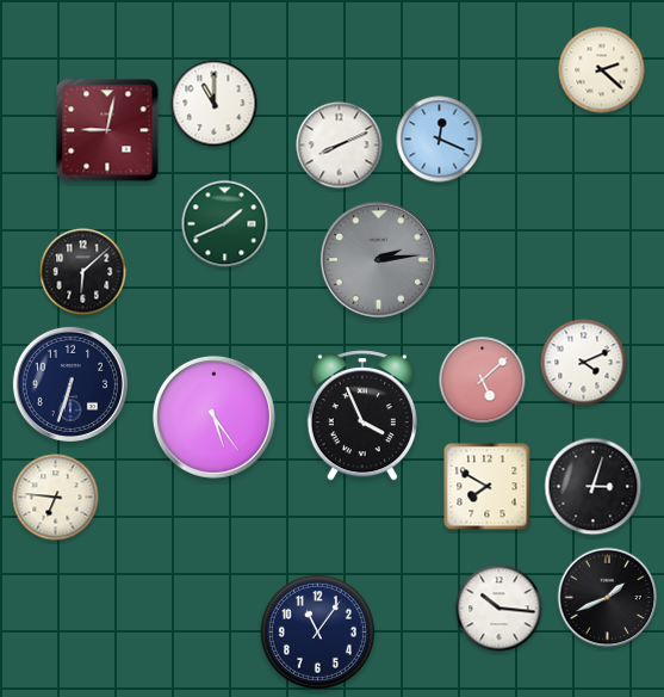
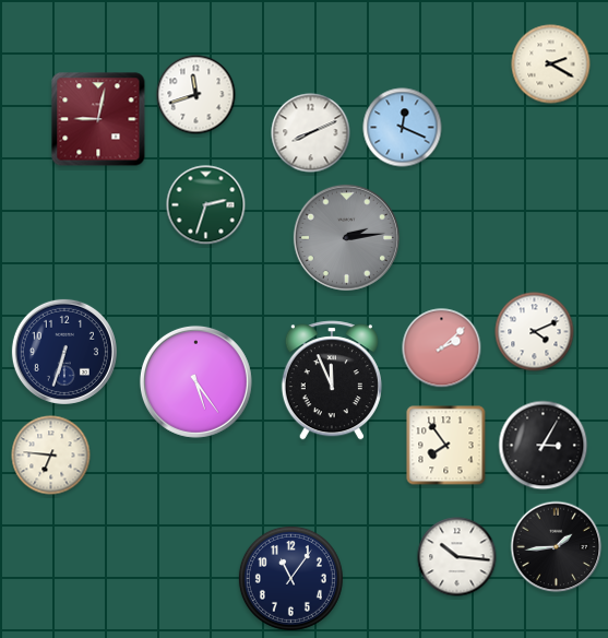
clock at (602, 70): 2:22 -> 2:20
clock at (215, 104): 11:00 -> 11:42
clock at (225, 224): 1:41 -> 2:33
clock at (83, 272): 6:08 -> none
clock at (483, 381): 5:08 -> 2:08
clock at (362, 415): 3:56 -> 11:56
clock at (488, 487): 7:50 -> 7:54
clock at (594, 487): 3:03 -> 3:05
clock at (608, 598): 1:41 -> 1:44
